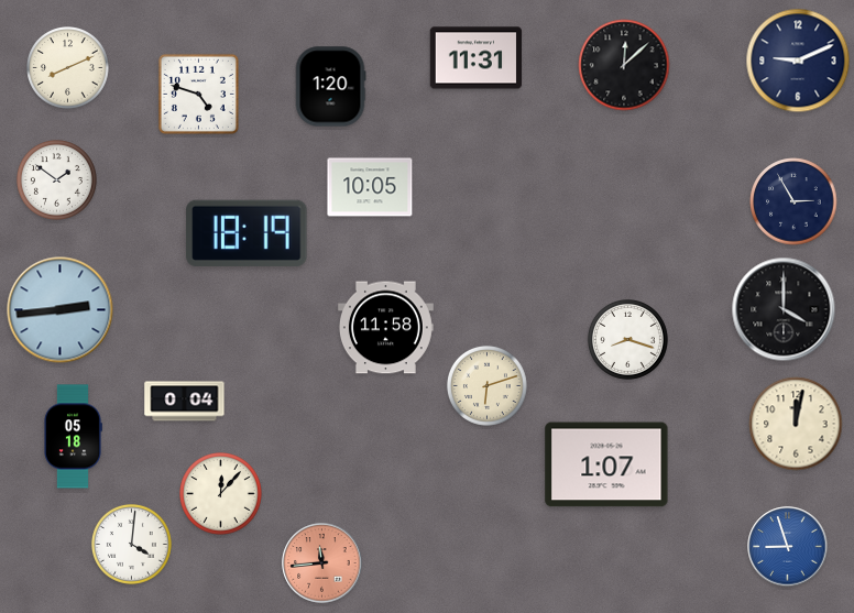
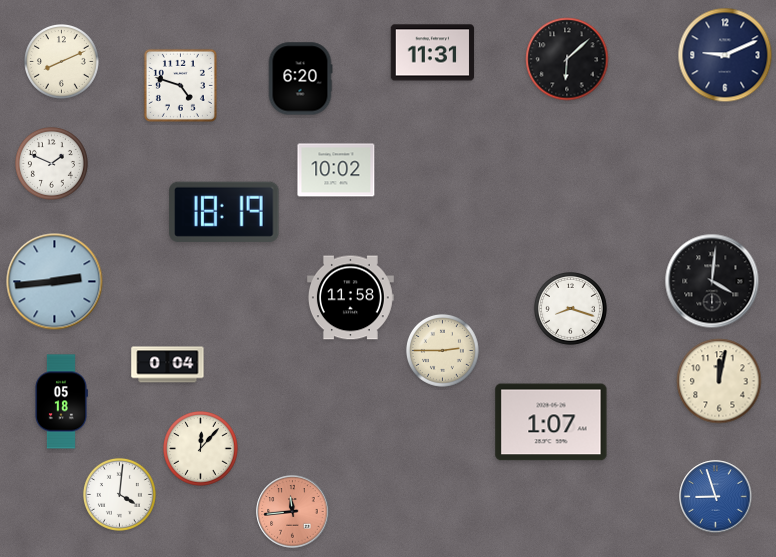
clock at (624, 65): 12:08 -> 6:08
clock at (330, 87): 1:20 -> 6:20
clock at (56, 179): 1:51 -> 1:49
clock at (370, 187): 10:05 -> 10:02
clock at (793, 201): 2:55 -> none
clock at (784, 309): 4:00 -> 4:01
clock at (486, 385): 6:12 -> 2:45
clock at (796, 424) position: (796, 424) -> (719, 381)
clock at (74, 437) position: (74, 437) -> (62, 402)
